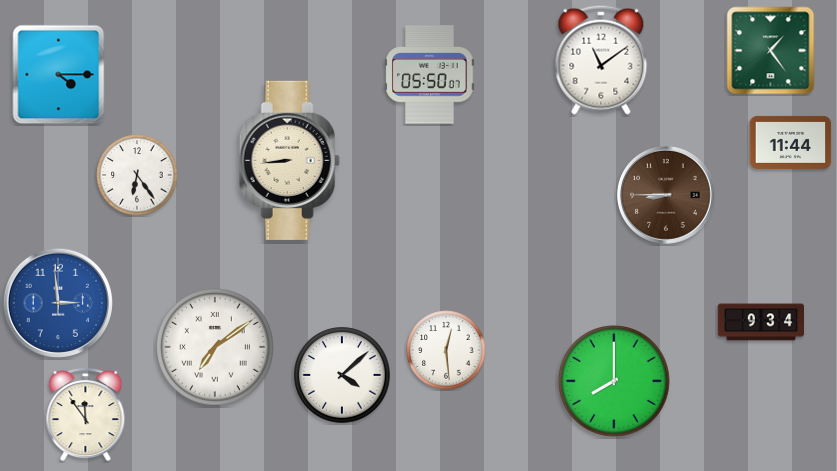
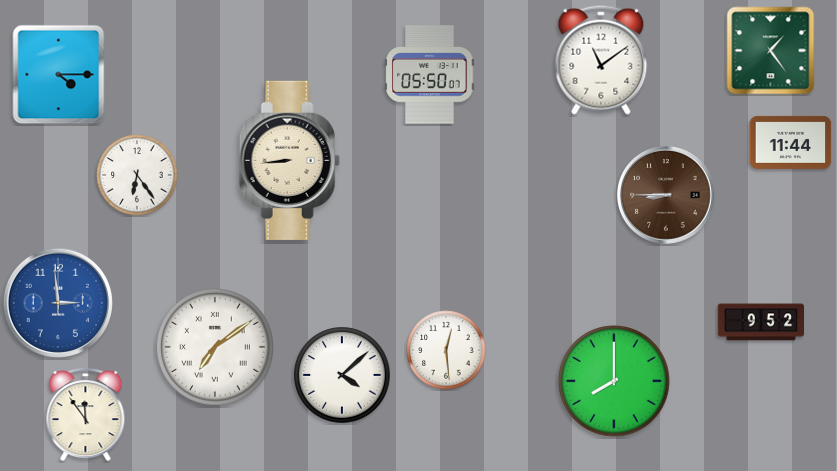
clock at (761, 322): 9:34 -> 9:52
